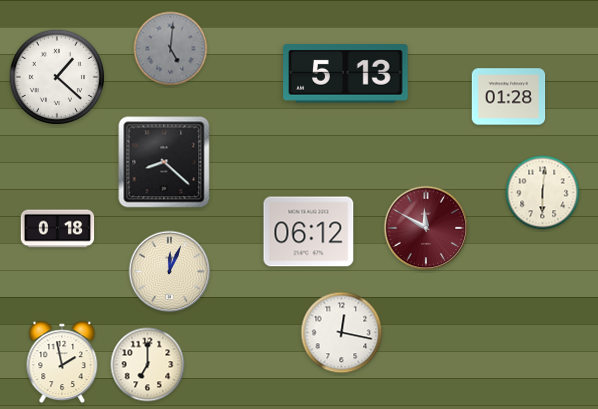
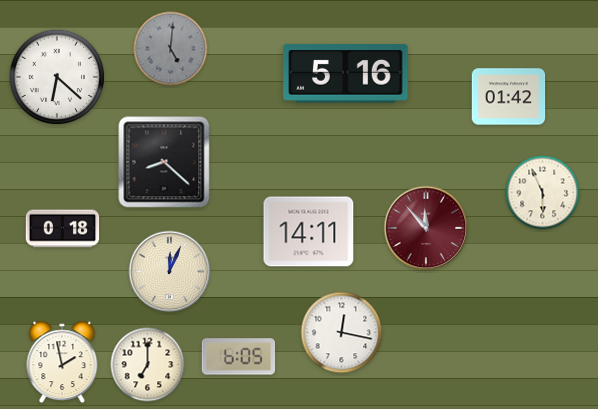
clock at (346, 74): 5:13 -> 5:16
clock at (57, 77): 1:22 -> 6:22
clock at (509, 97): 01:28 -> 01:42
clock at (543, 193): 6:01 -> 5:56
clock at (426, 228): 11:50 -> 11:53
clock at (58, 229) position: (58, 229) -> (63, 229)
clock at (309, 232): 06:12 -> 14:11
clock at (239, 357): none -> 6:05
